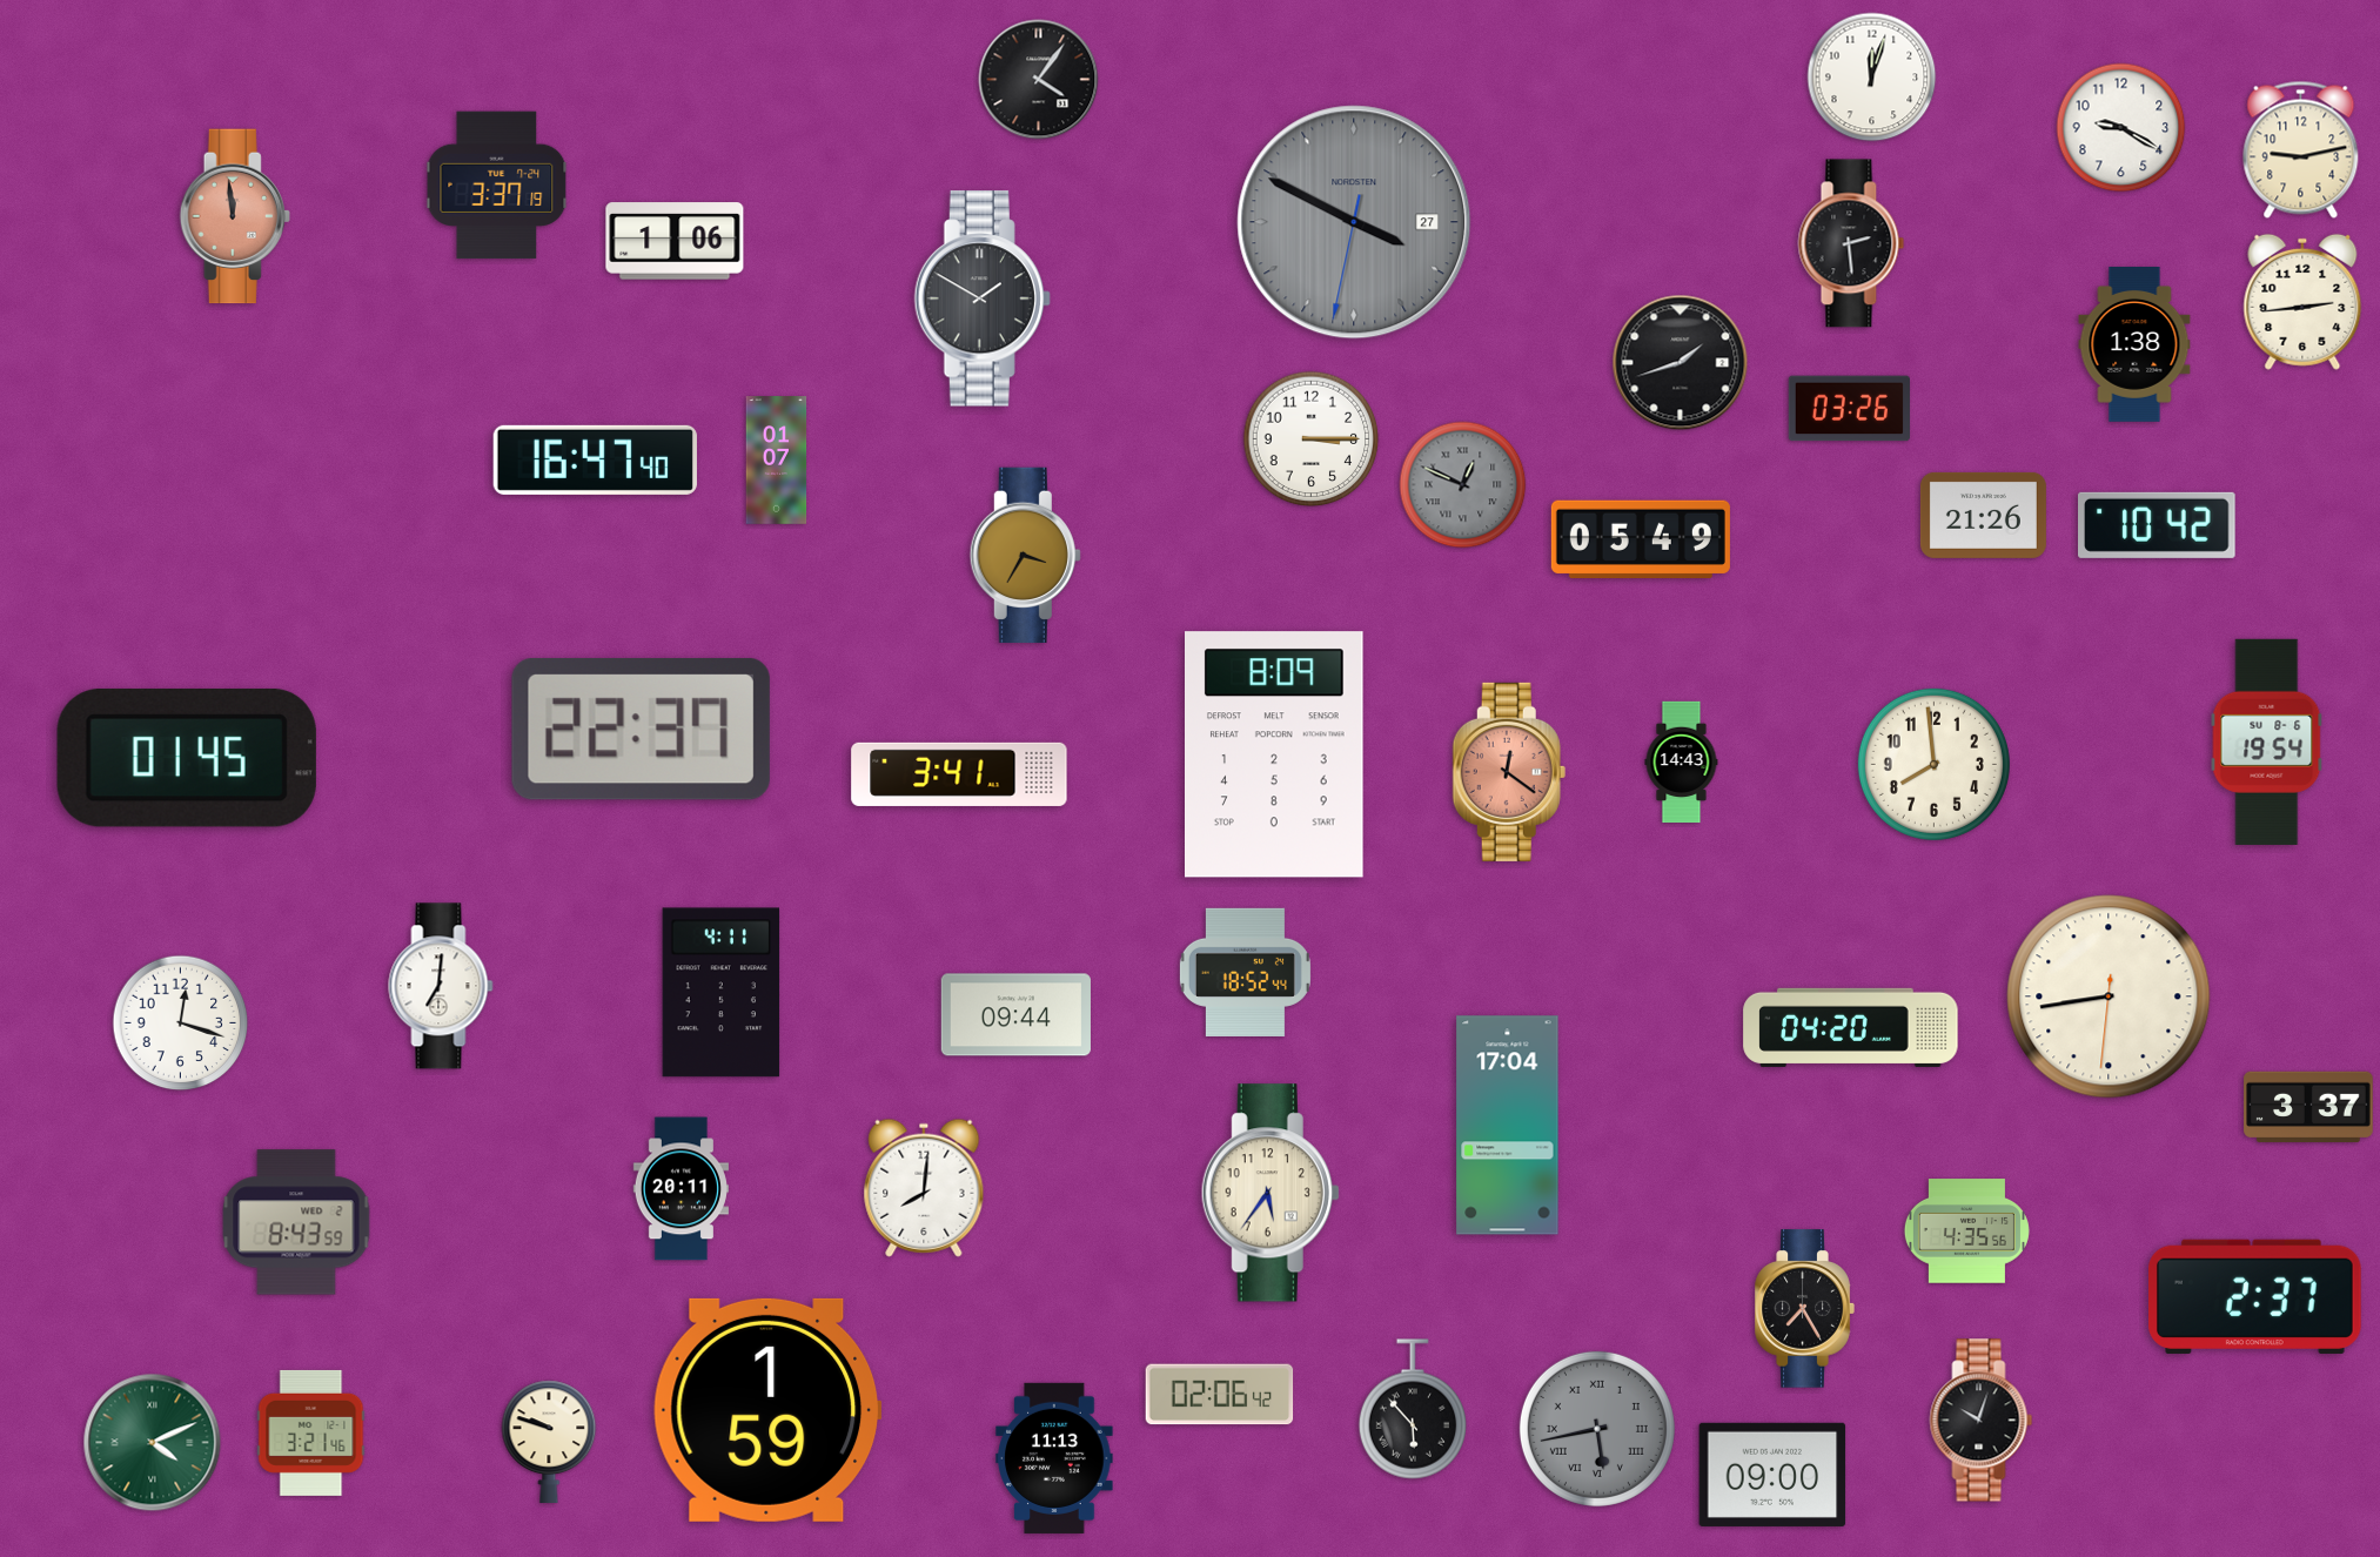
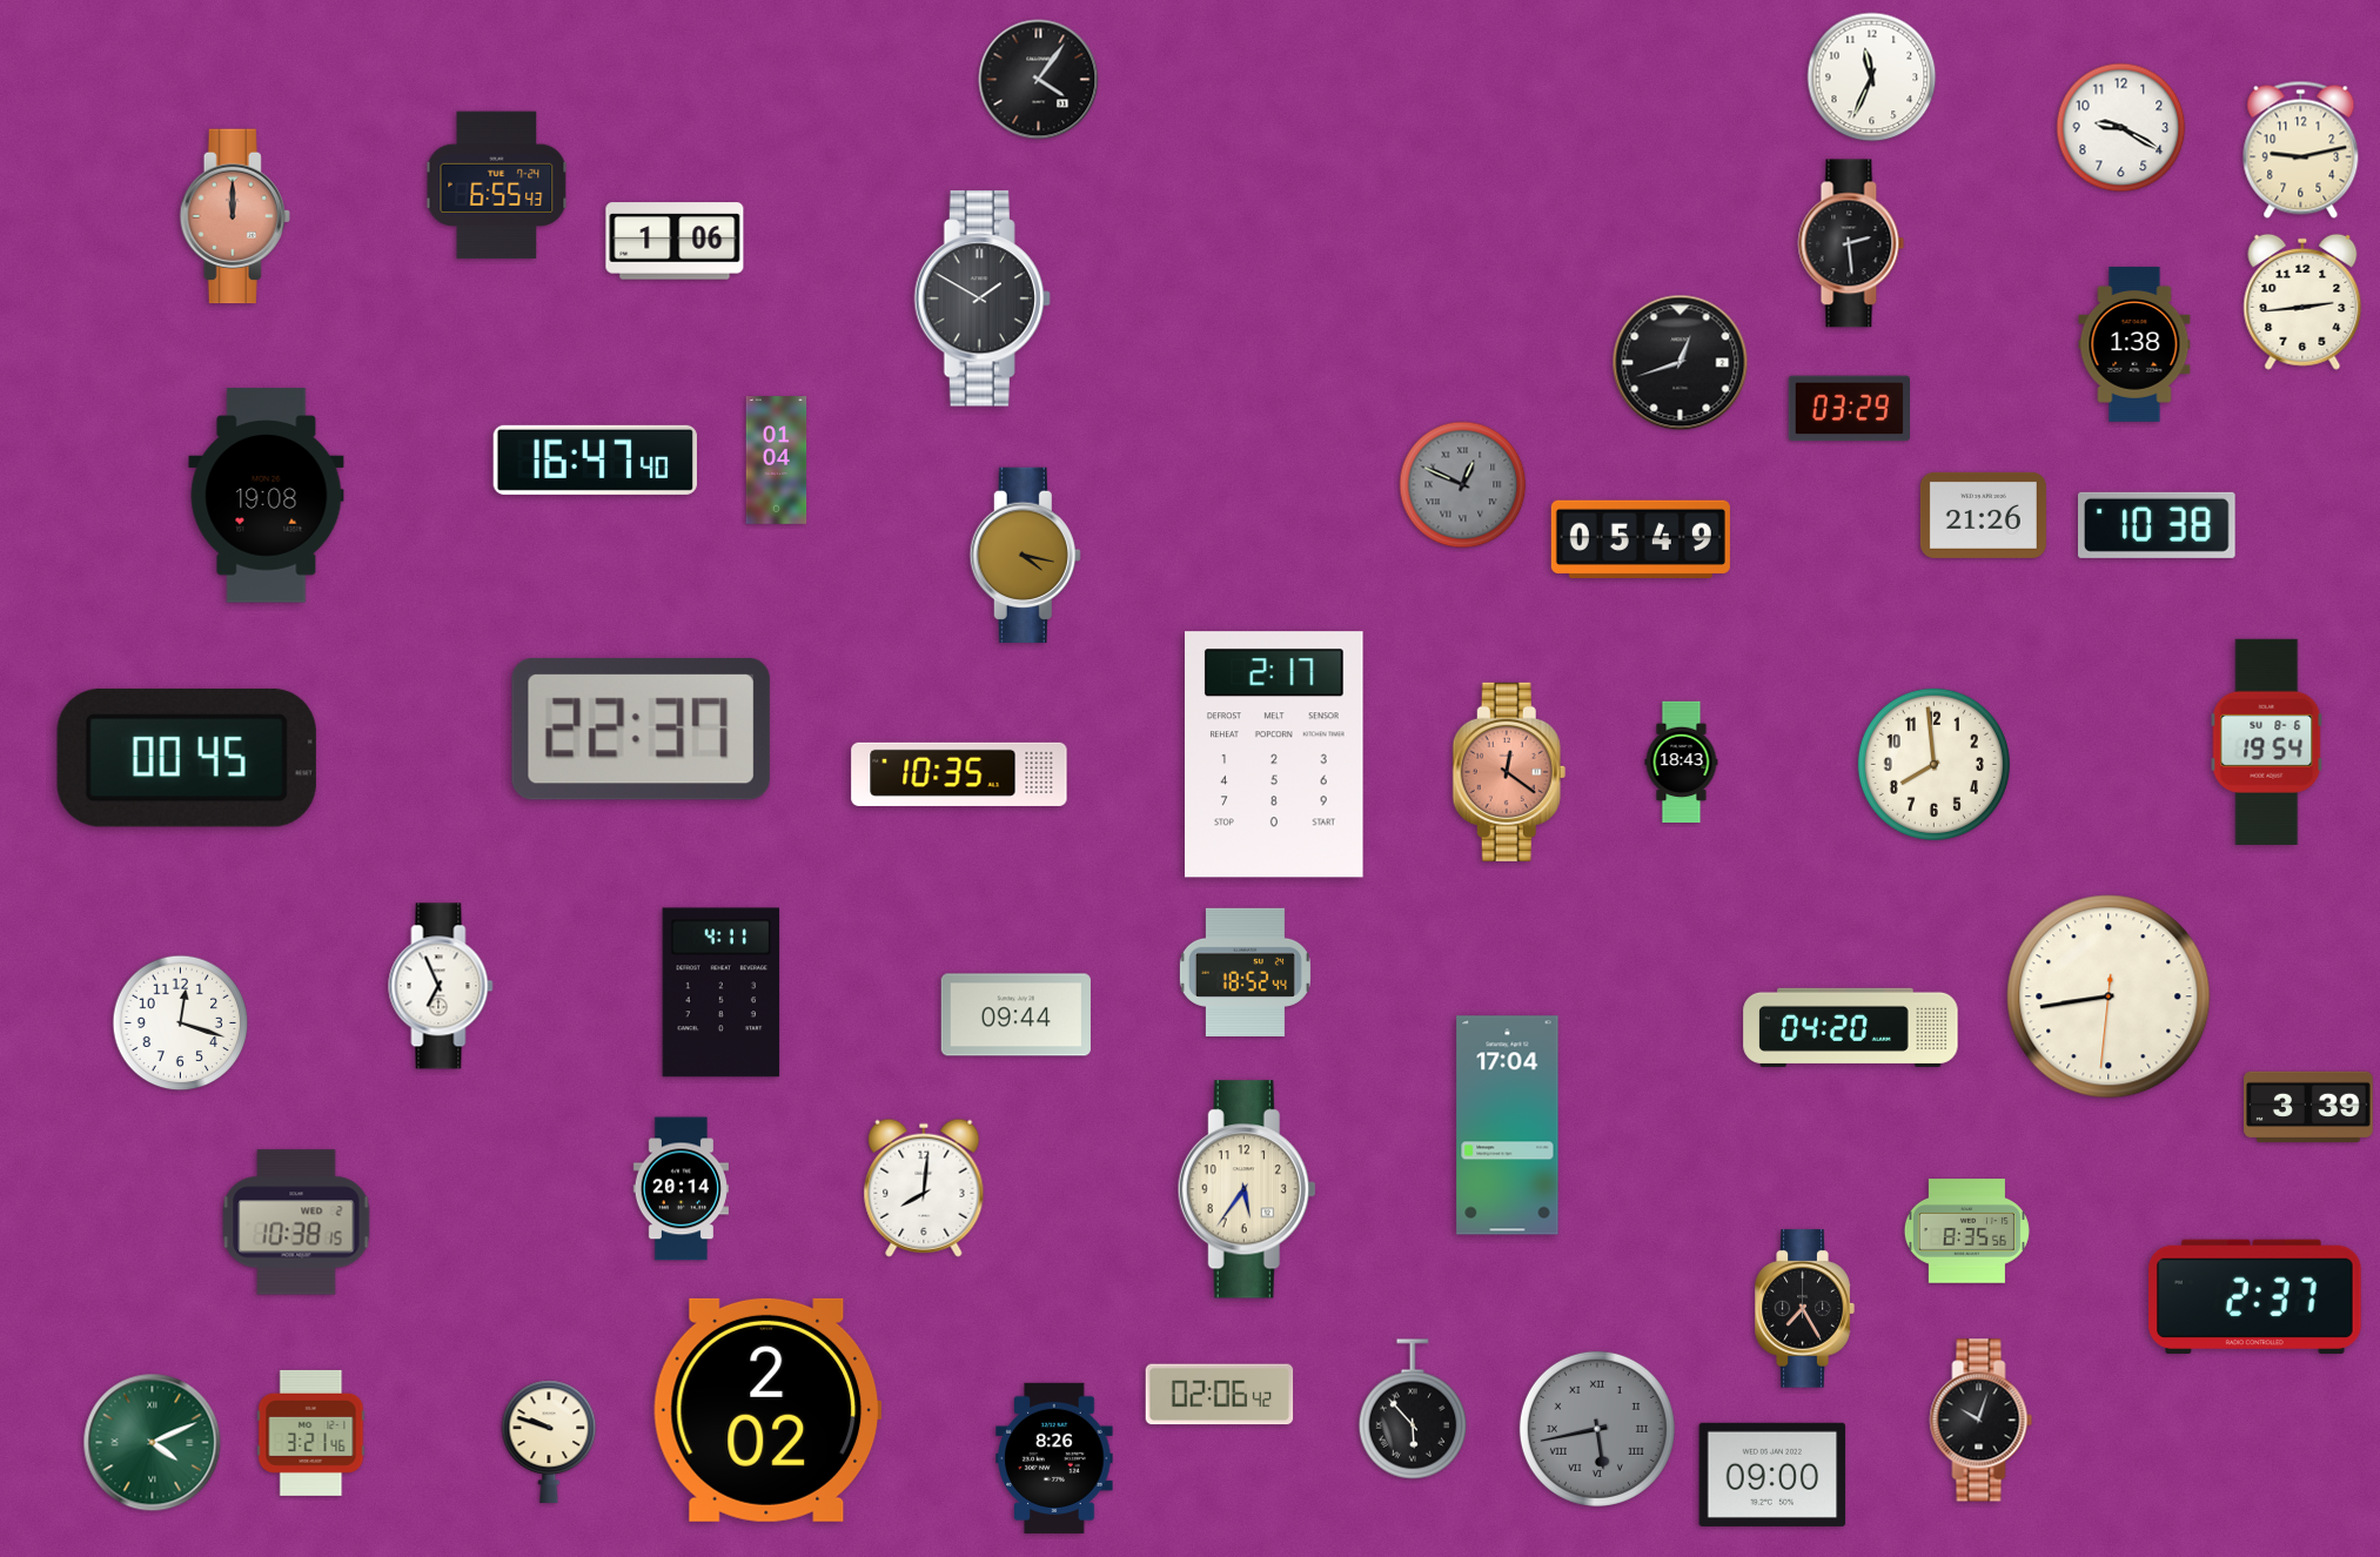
clock at (1872, 78): 12:03 -> 11:34
clock at (497, 186): 3:37 -> 6:55
clock at (235, 216): 11:59 -> 12:00
clock at (1354, 222): 3:49 -> none
clock at (1681, 363): 1:42 -> 12:42
clock at (1849, 409): 03:26 -> 03:29
clock at (1312, 439): 3:15 -> none
clock at (777, 461): 01:07 -> 01:04
clock at (267, 496): none -> 19:08
clock at (2158, 525): 10:42 -> 10:38
clock at (1025, 556): 3:35 -> 4:17
clock at (1275, 754): 8:09 -> 2:17
clock at (187, 758): 01:45 -> 00:45
clock at (1682, 763): 14:43 -> 18:43
clock at (959, 774): 3:41 -> 10:35
clock at (441, 986): 7:01 -> 6:56
clock at (2308, 1107): 3:37 -> 3:39
clock at (681, 1189): 20:11 -> 20:14
clock at (1271, 1193) position: (1271, 1193) -> (1247, 1189)
clock at (296, 1222): 8:43 -> 10:38
clock at (1966, 1231): 4:35 -> 8:35
clock at (767, 1410): 1:59 -> 2:02
clock at (1054, 1458): 11:13 -> 8:26
